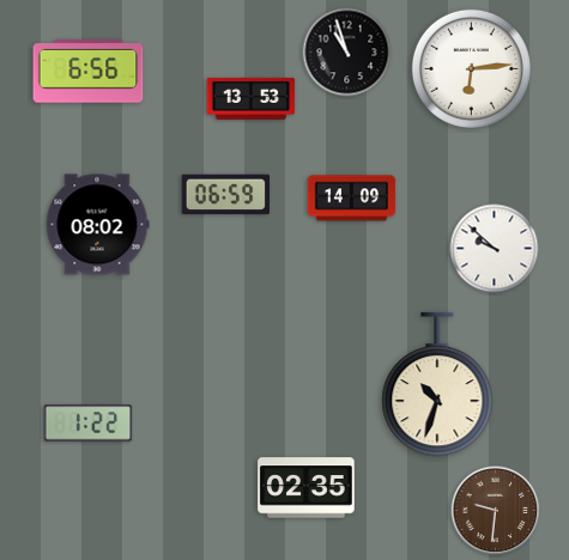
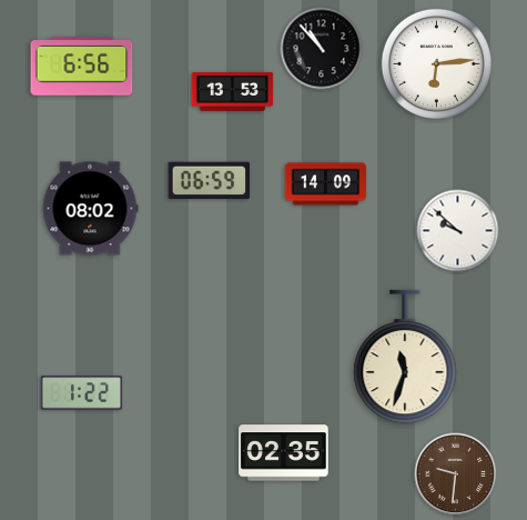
clock at (347, 53): 10:57 -> 10:53
clock at (437, 384): 10:33 -> 11:33
clock at (496, 511) position: (496, 511) -> (456, 474)
